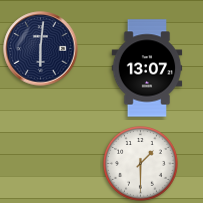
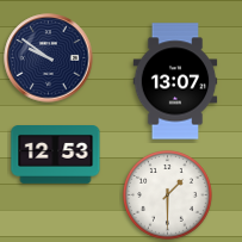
clock at (41, 49): 6:01 -> 9:51
clock at (56, 155): none -> 12:53
